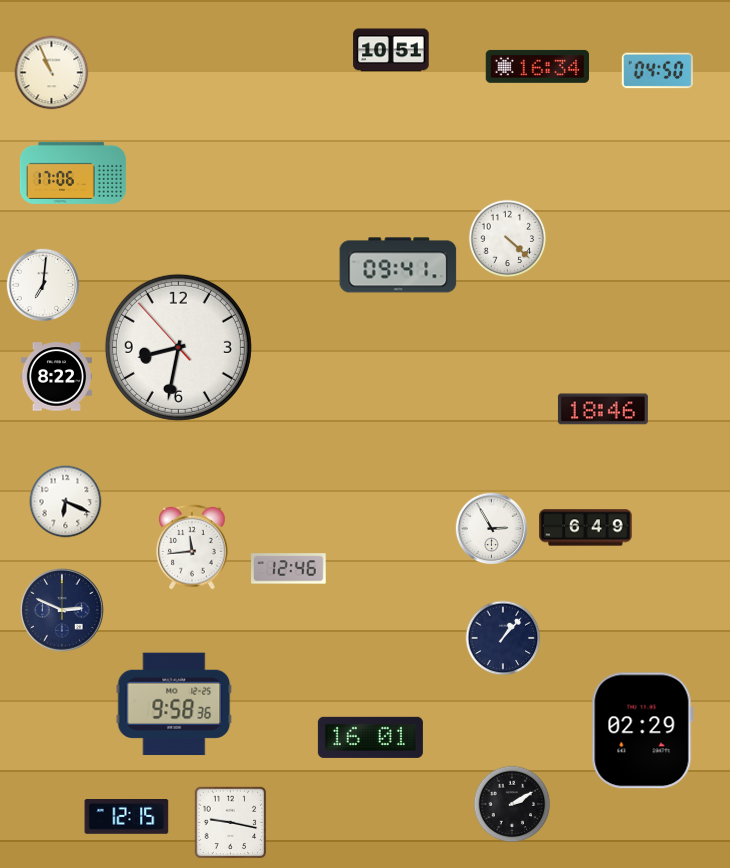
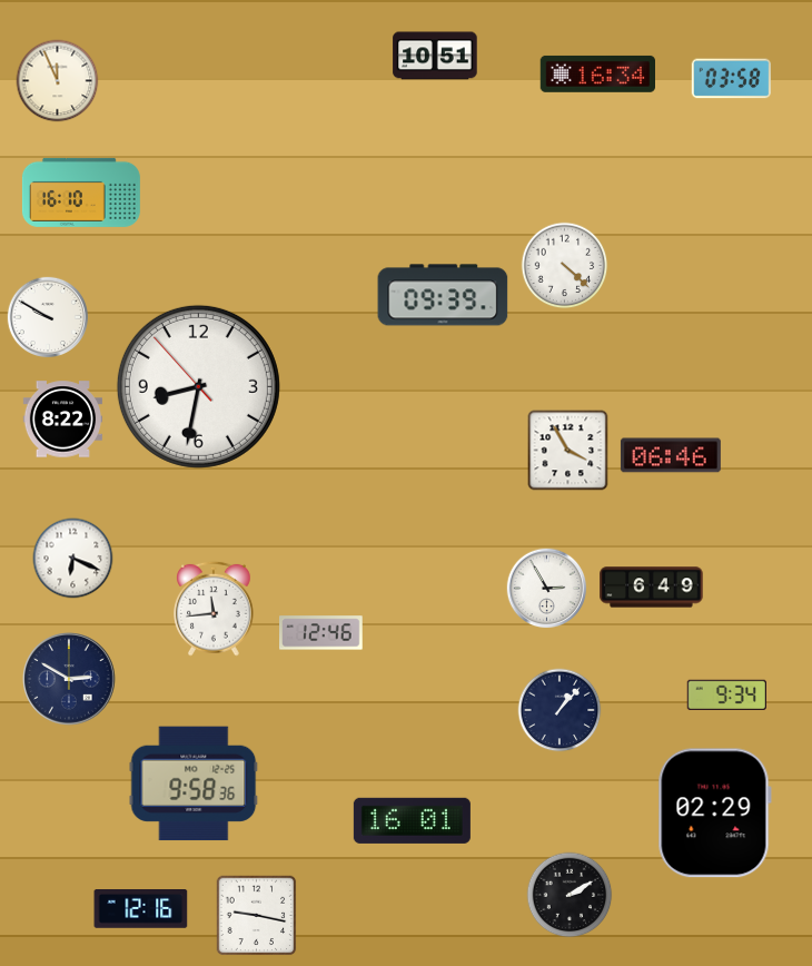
clock at (657, 71): 04:50 -> 03:58
clock at (52, 73): 10:56 -> 11:56
clock at (73, 173): 17:06 -> 16:10
clock at (398, 265): 09:41 -> 09:39
clock at (42, 284): 7:01 -> 9:50
clock at (568, 451): none -> 3:55
clock at (603, 409): 18:46 -> 06:46
clock at (62, 610): 2:49 -> 2:50
clock at (726, 694): none -> 9:34
clock at (127, 817): 12:15 -> 12:16
